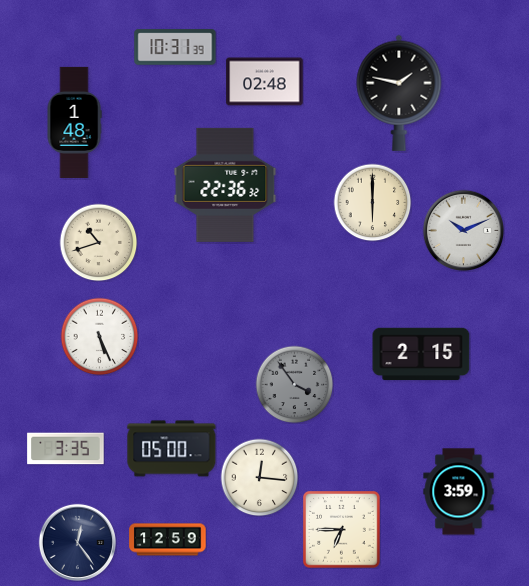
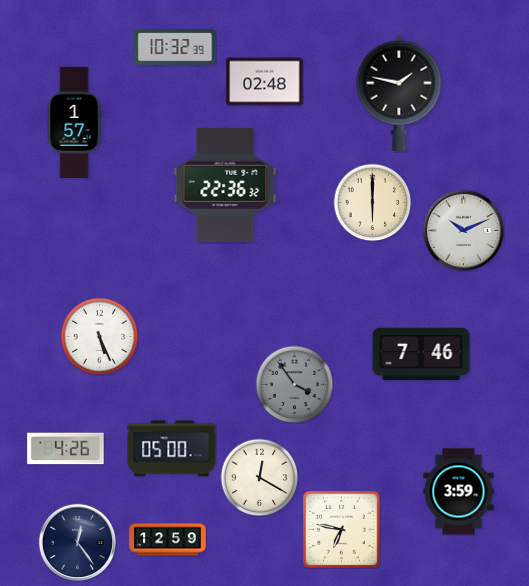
clock at (175, 47): 10:31 -> 10:32
clock at (74, 122): 1:48 -> 1:57
clock at (98, 242): 10:42 -> none
clock at (421, 354): 2:15 -> 7:46
clock at (66, 449): 3:35 -> 4:26
clock at (259, 477): 12:16 -> 12:20
clock at (342, 530): 6:45 -> 6:47
